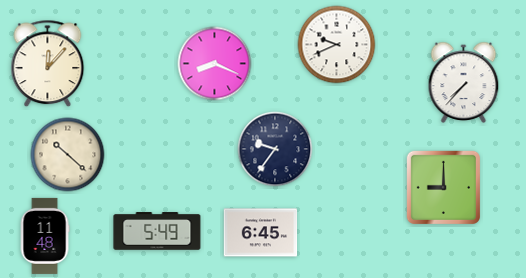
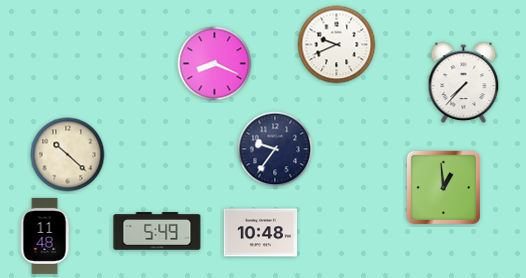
clock at (48, 64): 12:07 -> none
clock at (443, 187): 9:00 -> 12:59
clock at (261, 233): 6:45 -> 10:48
